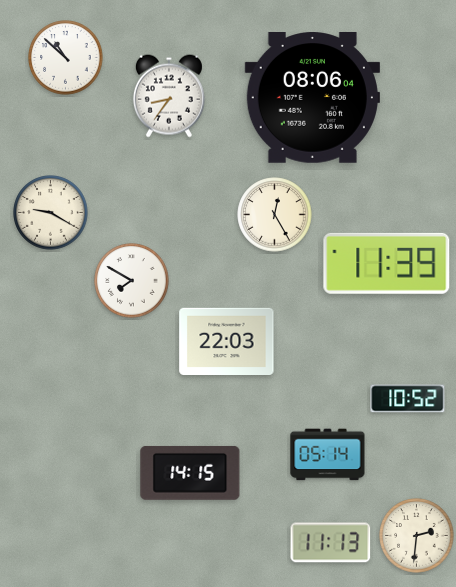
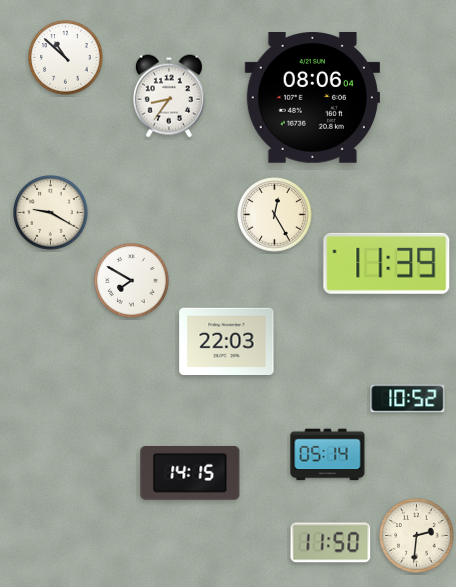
clock at (331, 543): 11:13 -> 11:50
